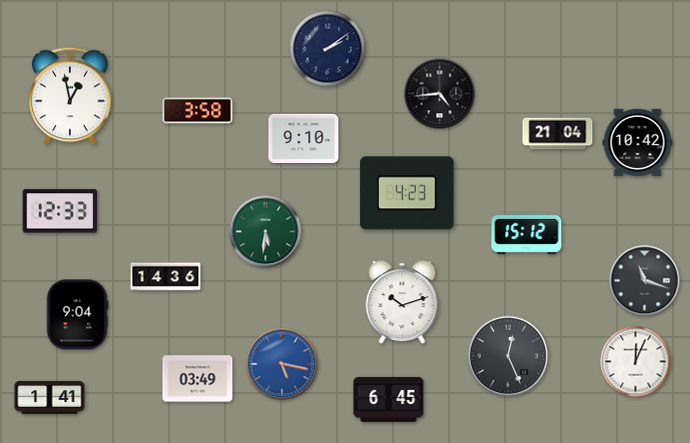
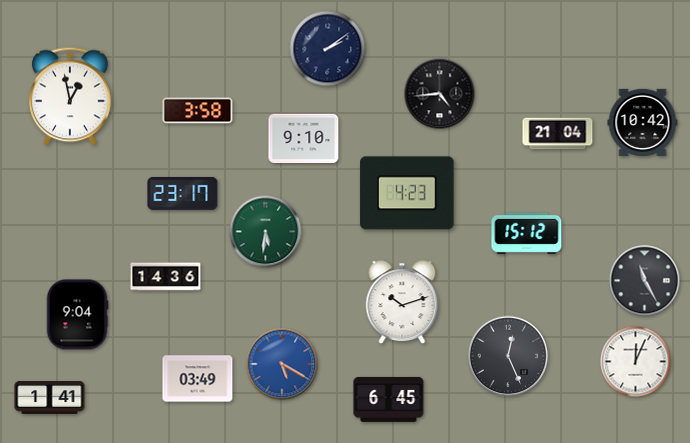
clock at (638, 142) position: (638, 142) -> (643, 122)
clock at (183, 193): none -> 23:17
clock at (60, 211): 12:33 -> none
clock at (645, 281): 11:18 -> 11:25
clock at (282, 364): 5:17 -> 5:20
